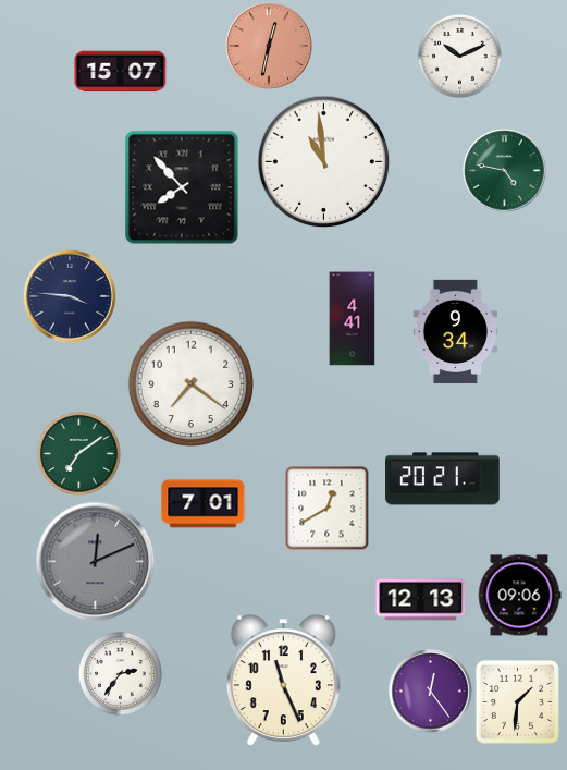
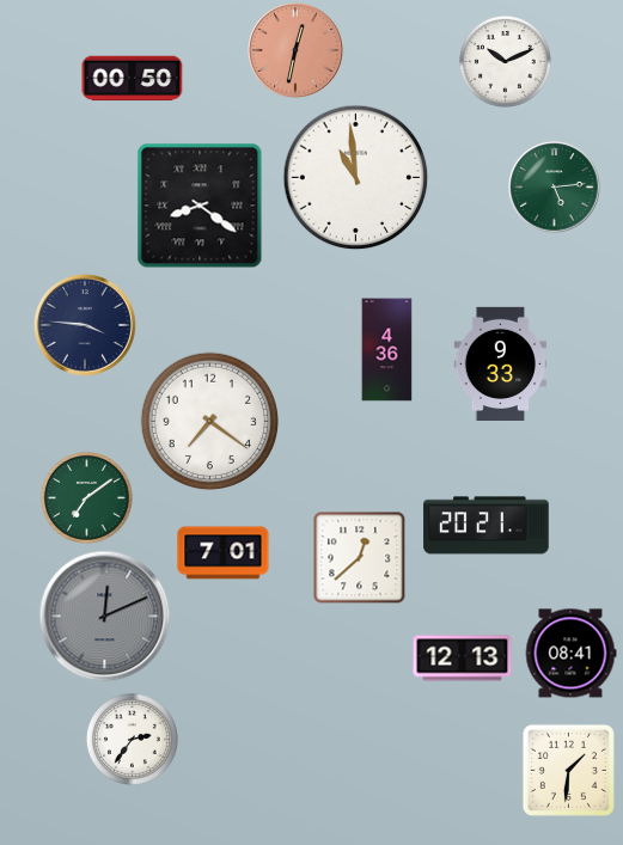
clock at (121, 72): 15:07 -> 00:50
clock at (505, 171): 4:47 -> 5:14
clock at (182, 187): 7:53 -> 8:21
clock at (70, 296) position: (70, 296) -> (85, 325)
clock at (353, 319): 4:41 -> 4:36
clock at (456, 331): 9:34 -> 9:33
clock at (326, 508): 12:40 -> 12:38
clock at (519, 596): 09:06 -> 08:41
clock at (283, 681): 11:26 -> none
clock at (431, 692): 12:24 -> none
